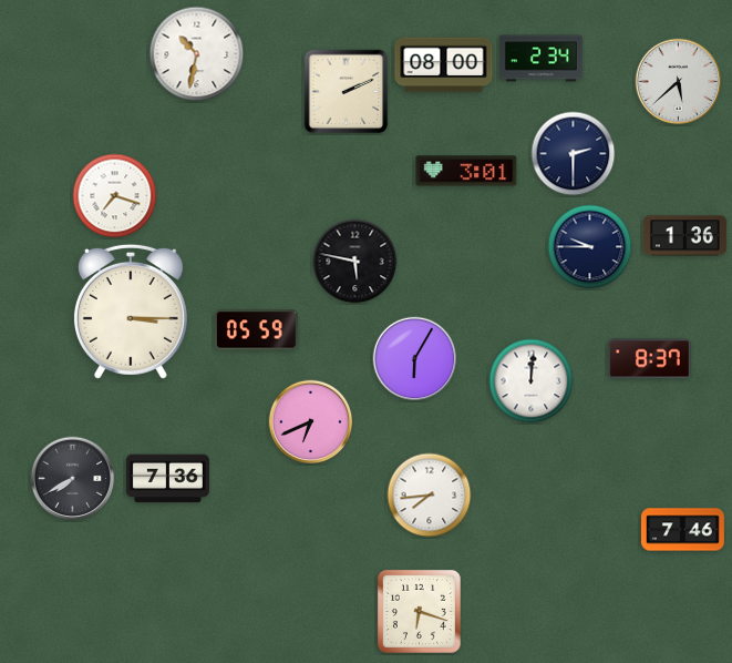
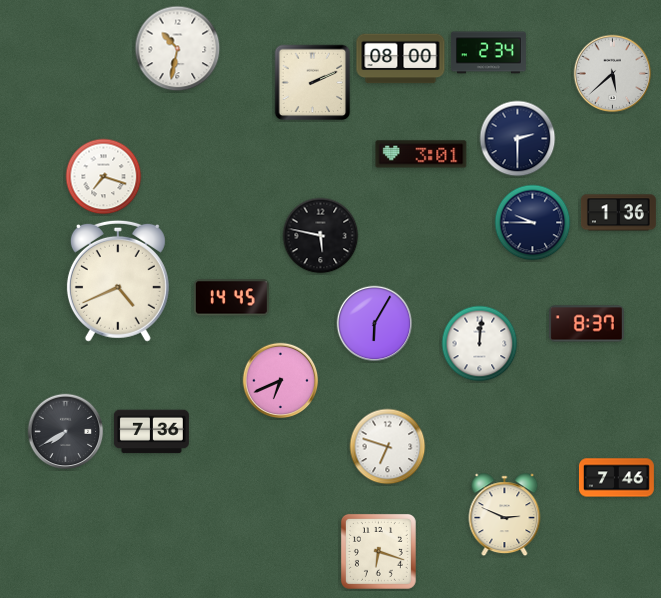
clock at (131, 312): 3:15 -> 4:41
clock at (256, 330): 05:59 -> 14:45
clock at (430, 496): 7:44 -> 6:48
clock at (505, 515): none -> 2:49
